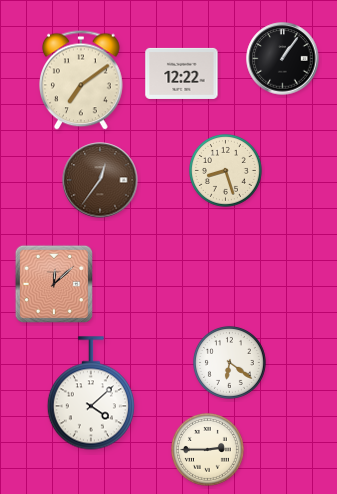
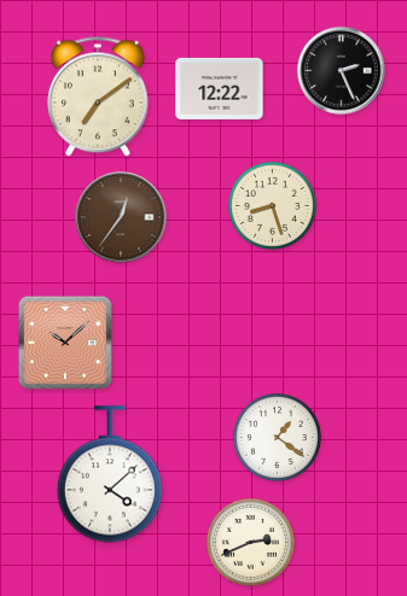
clock at (283, 59): 1:06 -> 2:26
clock at (54, 284): 12:08 -> 10:08
clock at (229, 362): 6:21 -> 1:21
clock at (207, 449): 2:45 -> 2:41
